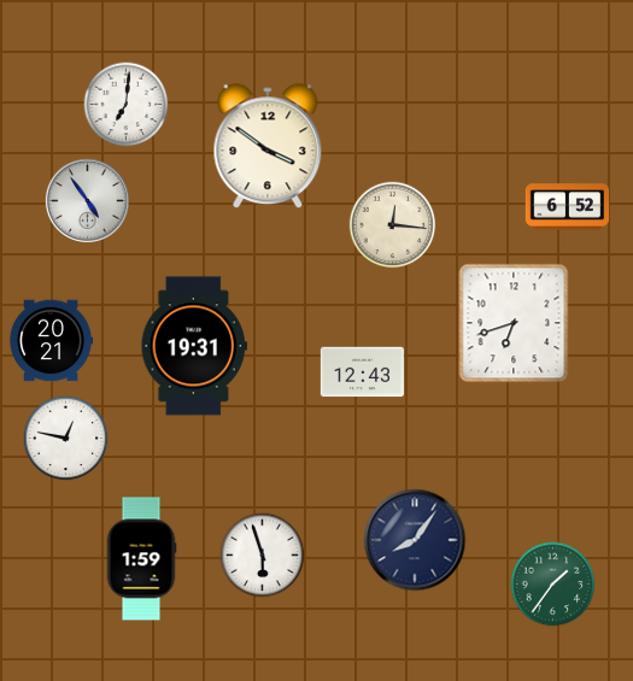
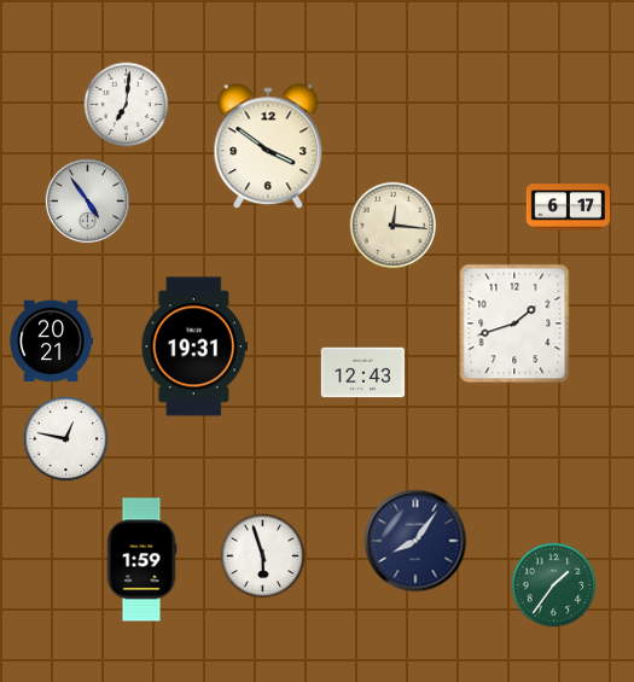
clock at (567, 207): 6:52 -> 6:17
clock at (514, 323): 6:42 -> 1:42
